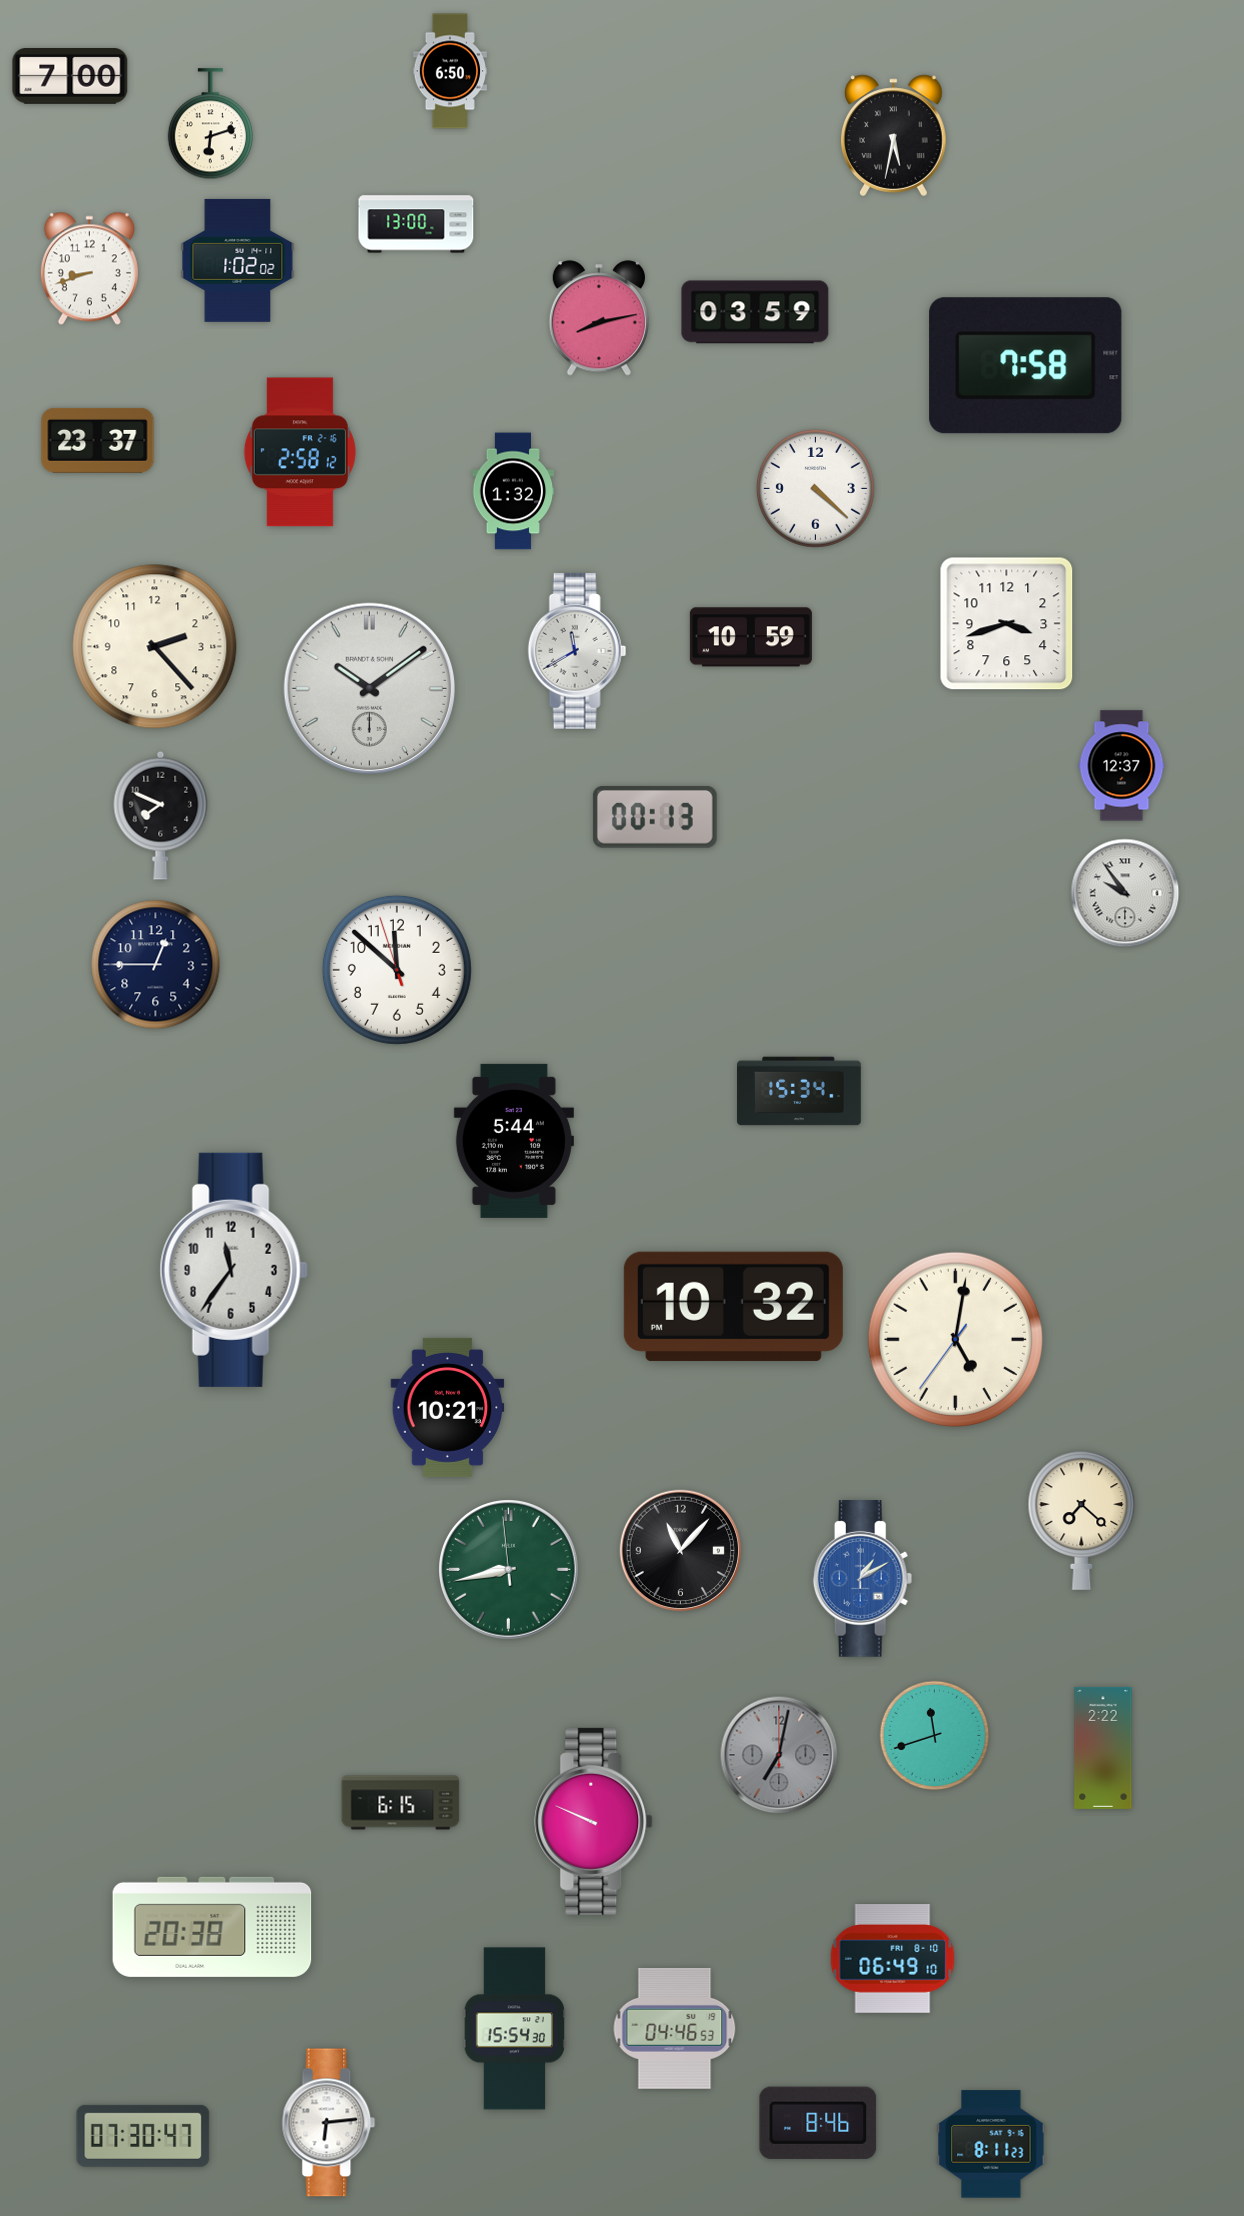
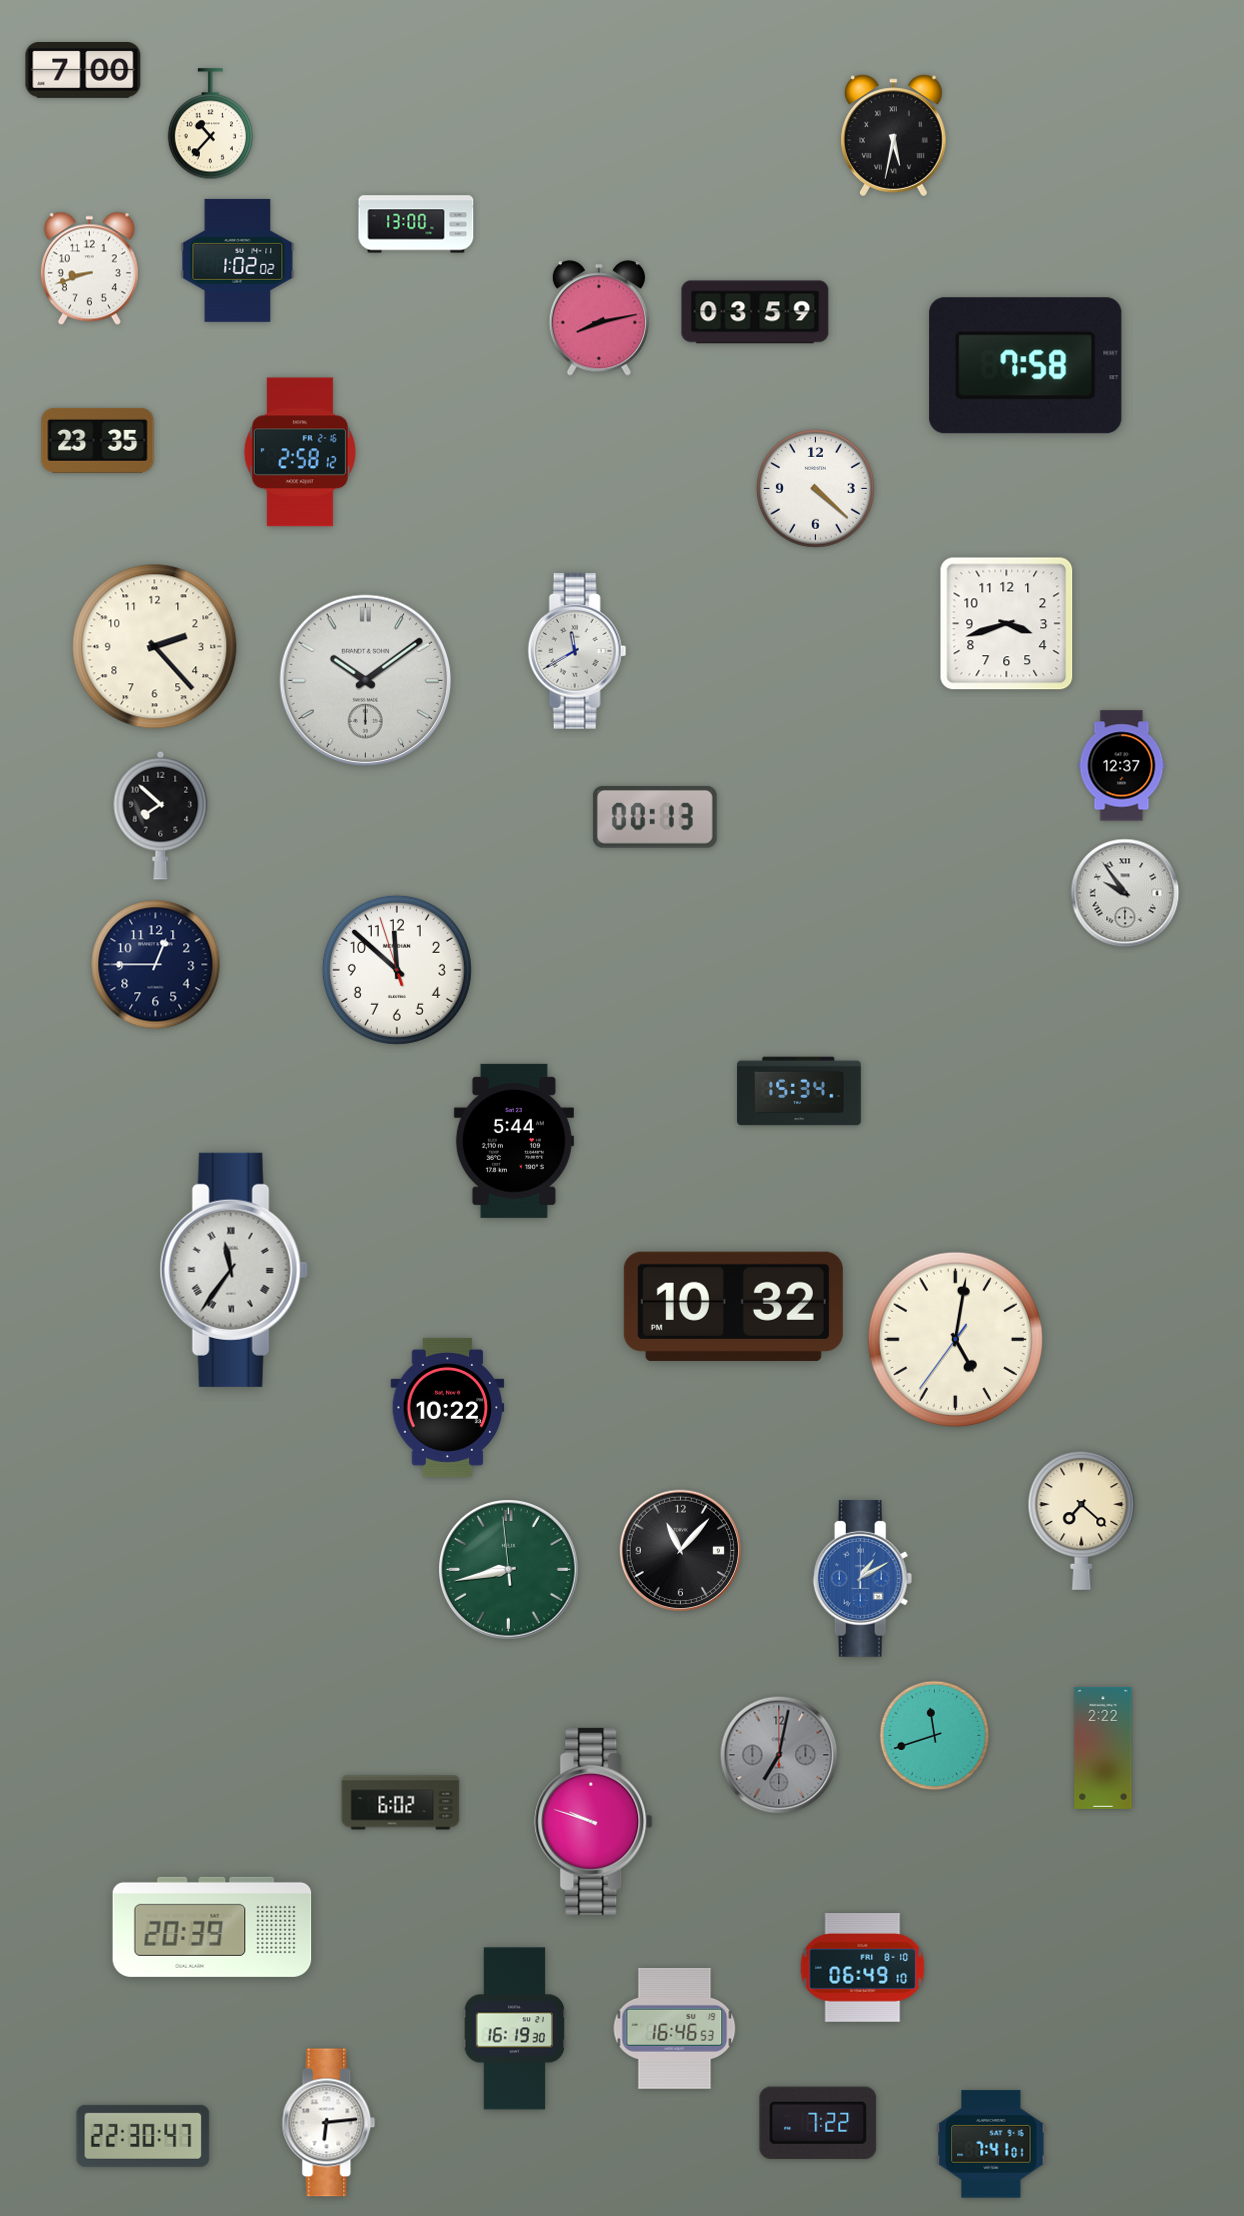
clock at (449, 71): 6:50 -> none
clock at (70, 77) position: (70, 77) -> (83, 71)
clock at (210, 124): 6:12 -> 10:37
clock at (98, 440): 23:37 -> 23:35
clock at (513, 491): 1:32 -> none
clock at (751, 637): 10:59 -> none
clock at (369, 688) position: (369, 688) -> (365, 680)
clock at (161, 815): 7:49 -> 7:52
clock at (234, 1270) numerals: Arabic -> Roman
clock at (448, 1407): 10:21 -> 10:22
clock at (401, 1803): 6:15 -> 6:02
clock at (594, 1821): 9:49 -> 9:48
clock at (212, 1927): 20:38 -> 20:39
clock at (893, 1959) position: (893, 1959) -> (863, 1968)
clock at (675, 2028): 04:46 -> 16:46
clock at (514, 2029): 15:54 -> 16:19
clock at (818, 2123): 8:46 -> 7:22
clock at (143, 2136): 07:30 -> 22:30
clock at (991, 2144): 8:11 -> 7:41
